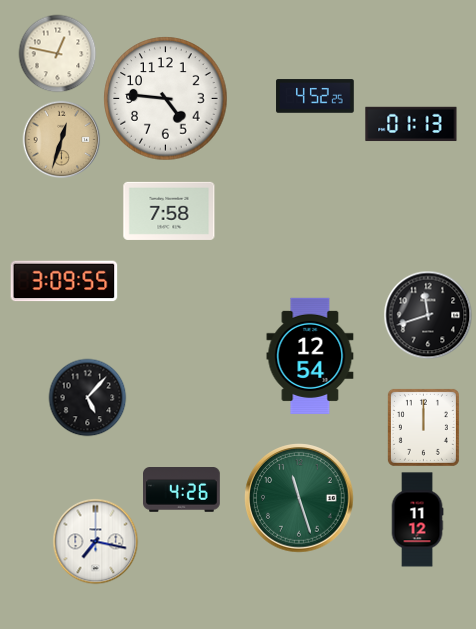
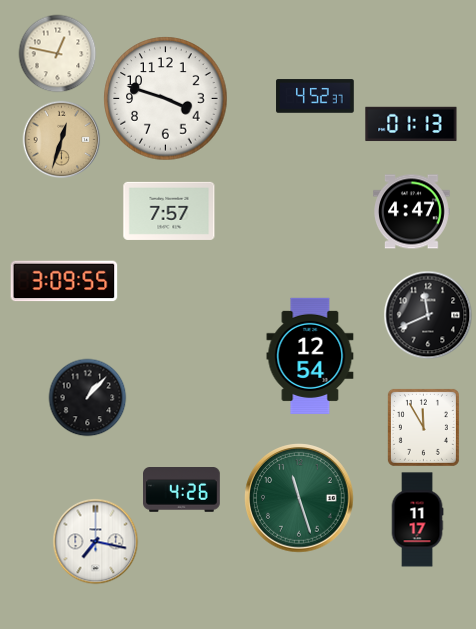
clock at (315, 96): 4:52:25 -> 4:52:37
clock at (166, 99): 4:46 -> 3:48
clock at (169, 211): 7:58 -> 7:57
clock at (412, 212): none -> 4:47
clock at (428, 315): 11:42 -> 11:41
clock at (87, 397): 5:07 -> 1:07
clock at (423, 427): 12:00 -> 11:55
clock at (417, 520): 11:12 -> 11:17
